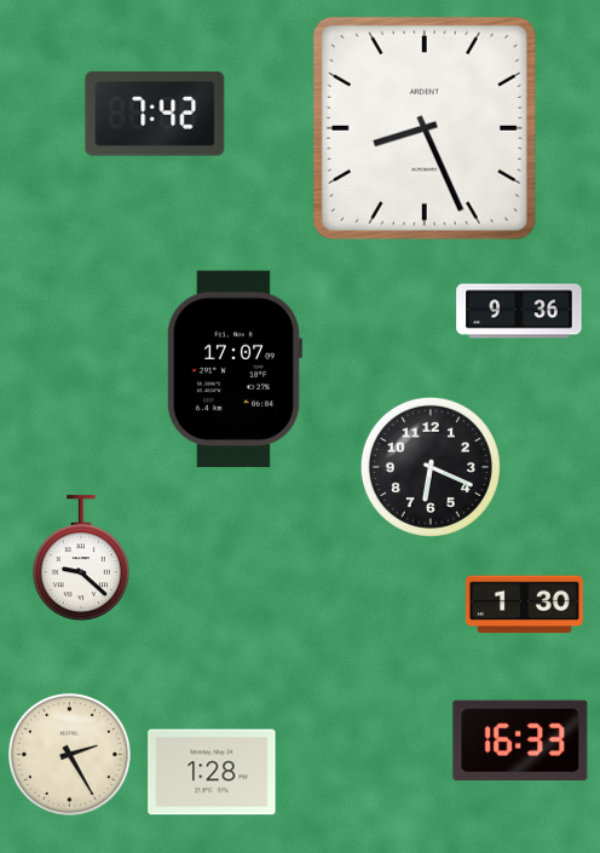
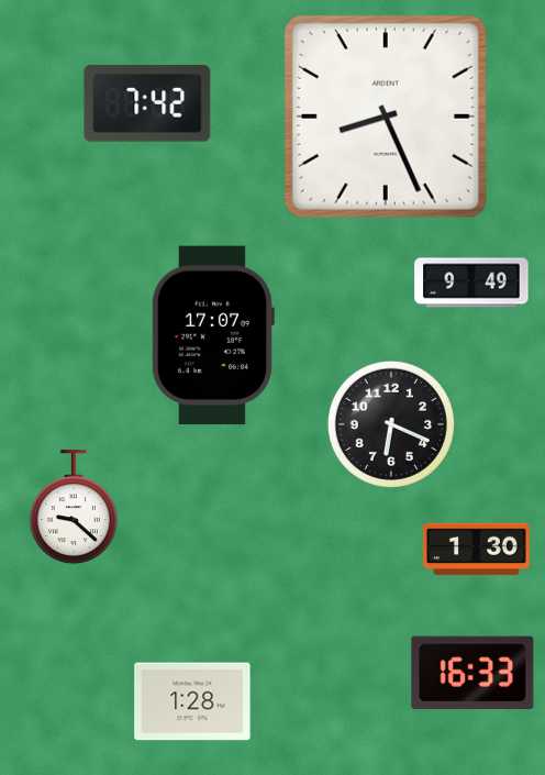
clock at (155, 114) position: (155, 114) -> (147, 103)
clock at (519, 311): 9:36 -> 9:49
clock at (69, 754): 2:25 -> none
